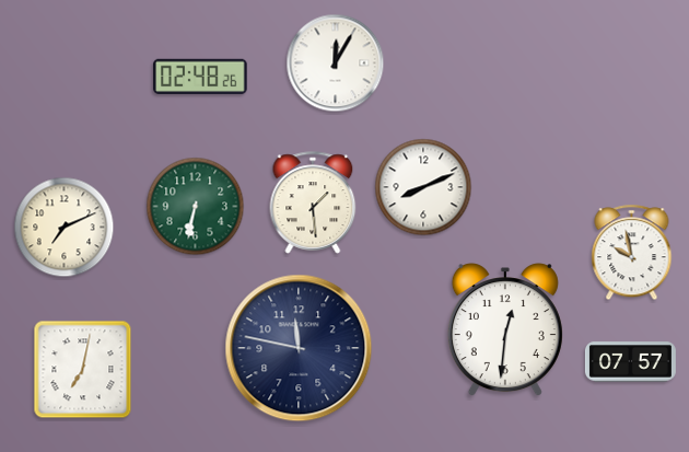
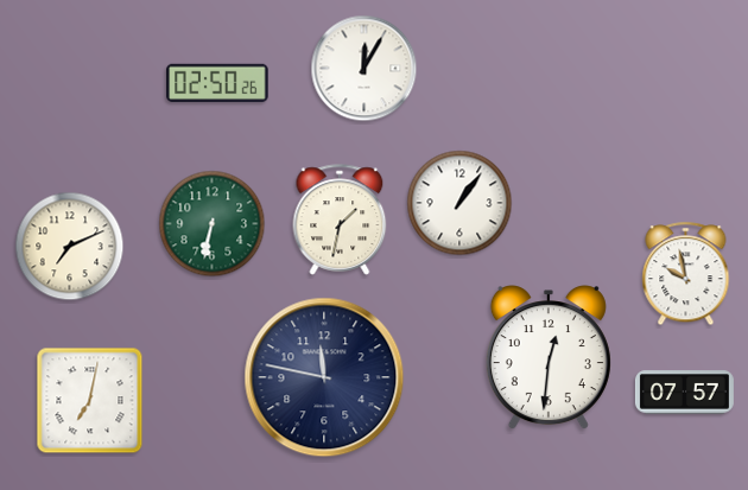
clock at (200, 77): 02:48 -> 02:50
clock at (423, 187): 8:11 -> 1:06
clock at (313, 202): 1:29 -> 1:32
